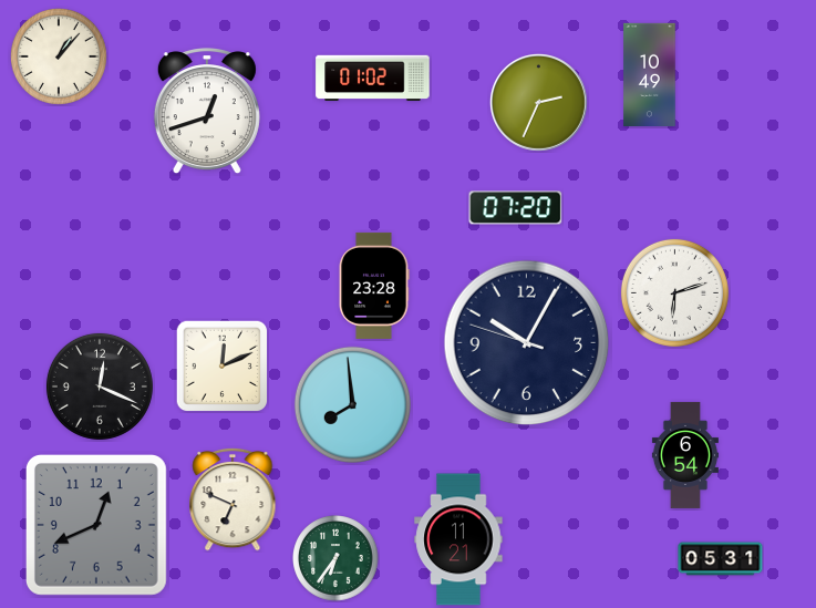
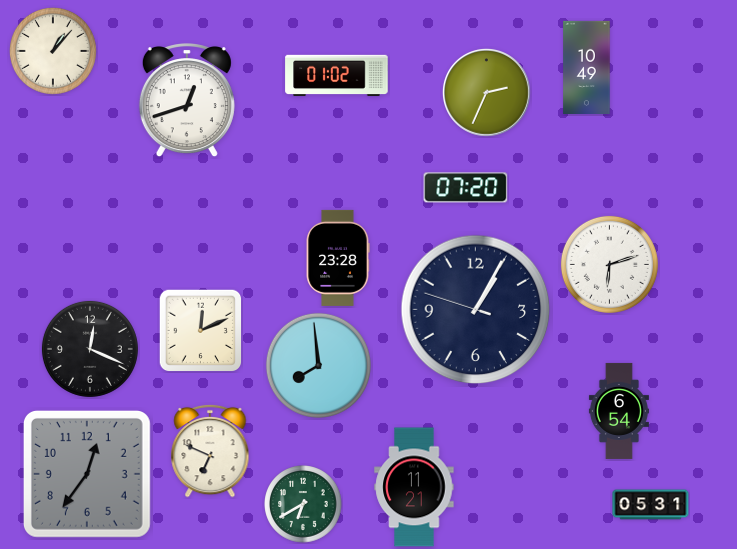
clock at (373, 79) position: (373, 79) -> (337, 76)
clock at (527, 343): 10:04 -> 1:04
clock at (96, 525): 12:41 -> 12:36
clock at (335, 558): 6:36 -> 6:40
